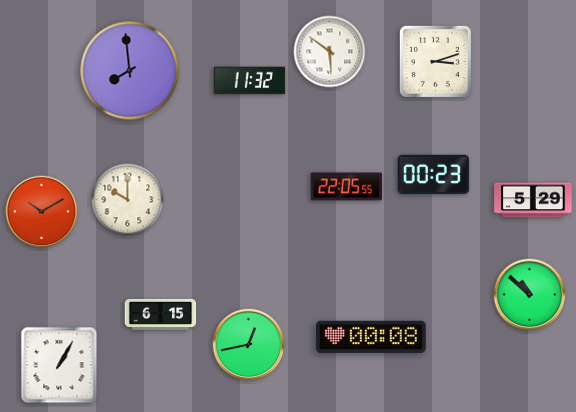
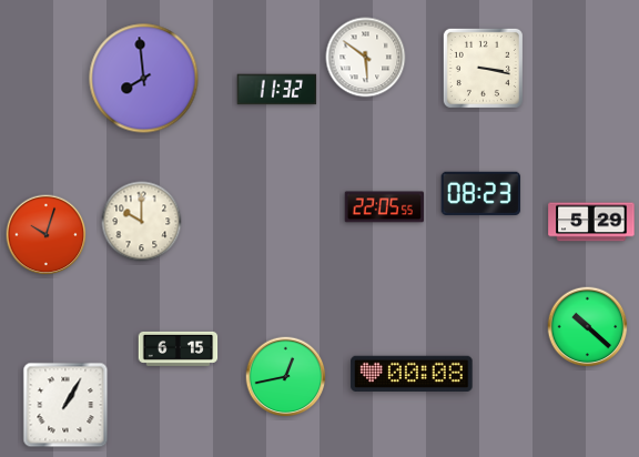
clock at (435, 61): 3:12 -> 3:17
clock at (434, 174): 00:23 -> 08:23
clock at (42, 212): 10:10 -> 10:03
clock at (530, 295): 10:52 -> 10:22
clock at (249, 345) position: (249, 345) -> (286, 377)
